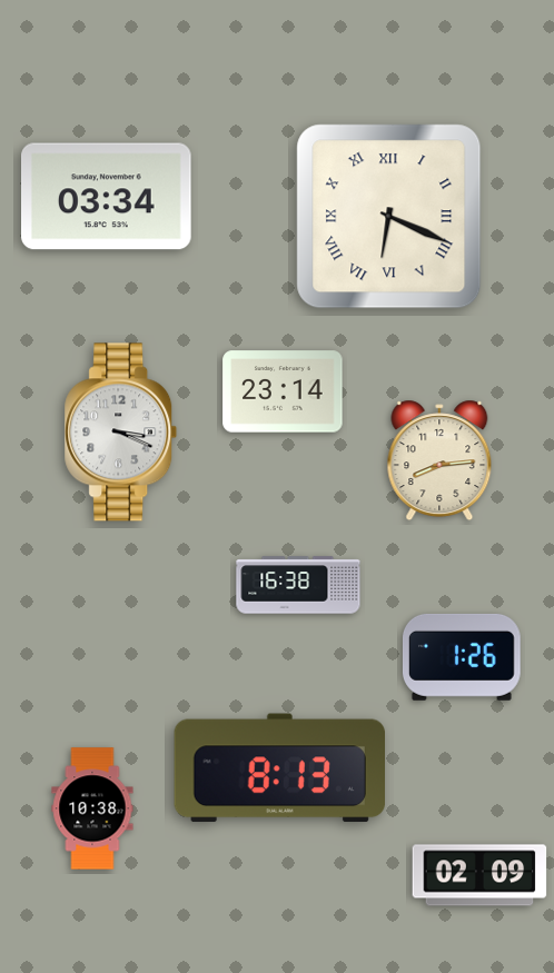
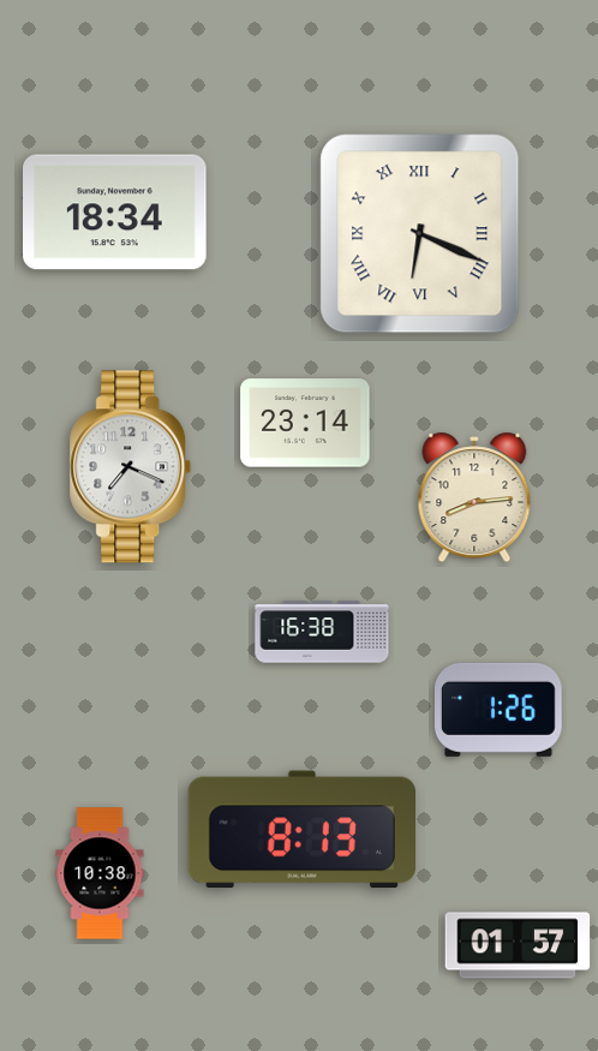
clock at (107, 197): 03:34 -> 18:34
clock at (121, 433): 3:19 -> 7:19
clock at (479, 875): 02:09 -> 01:57
